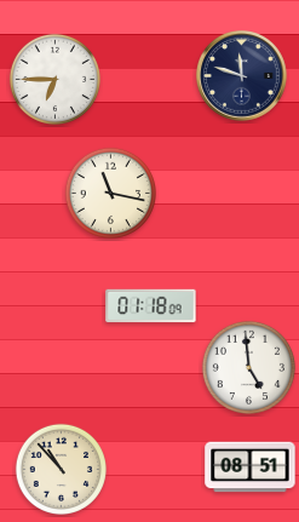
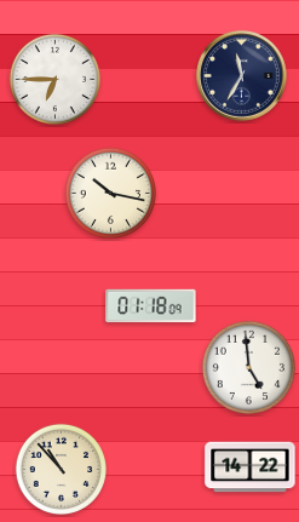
clock at (242, 76): 11:48 -> 11:35
clock at (110, 193): 11:17 -> 10:17
clock at (251, 467): 08:51 -> 14:22
